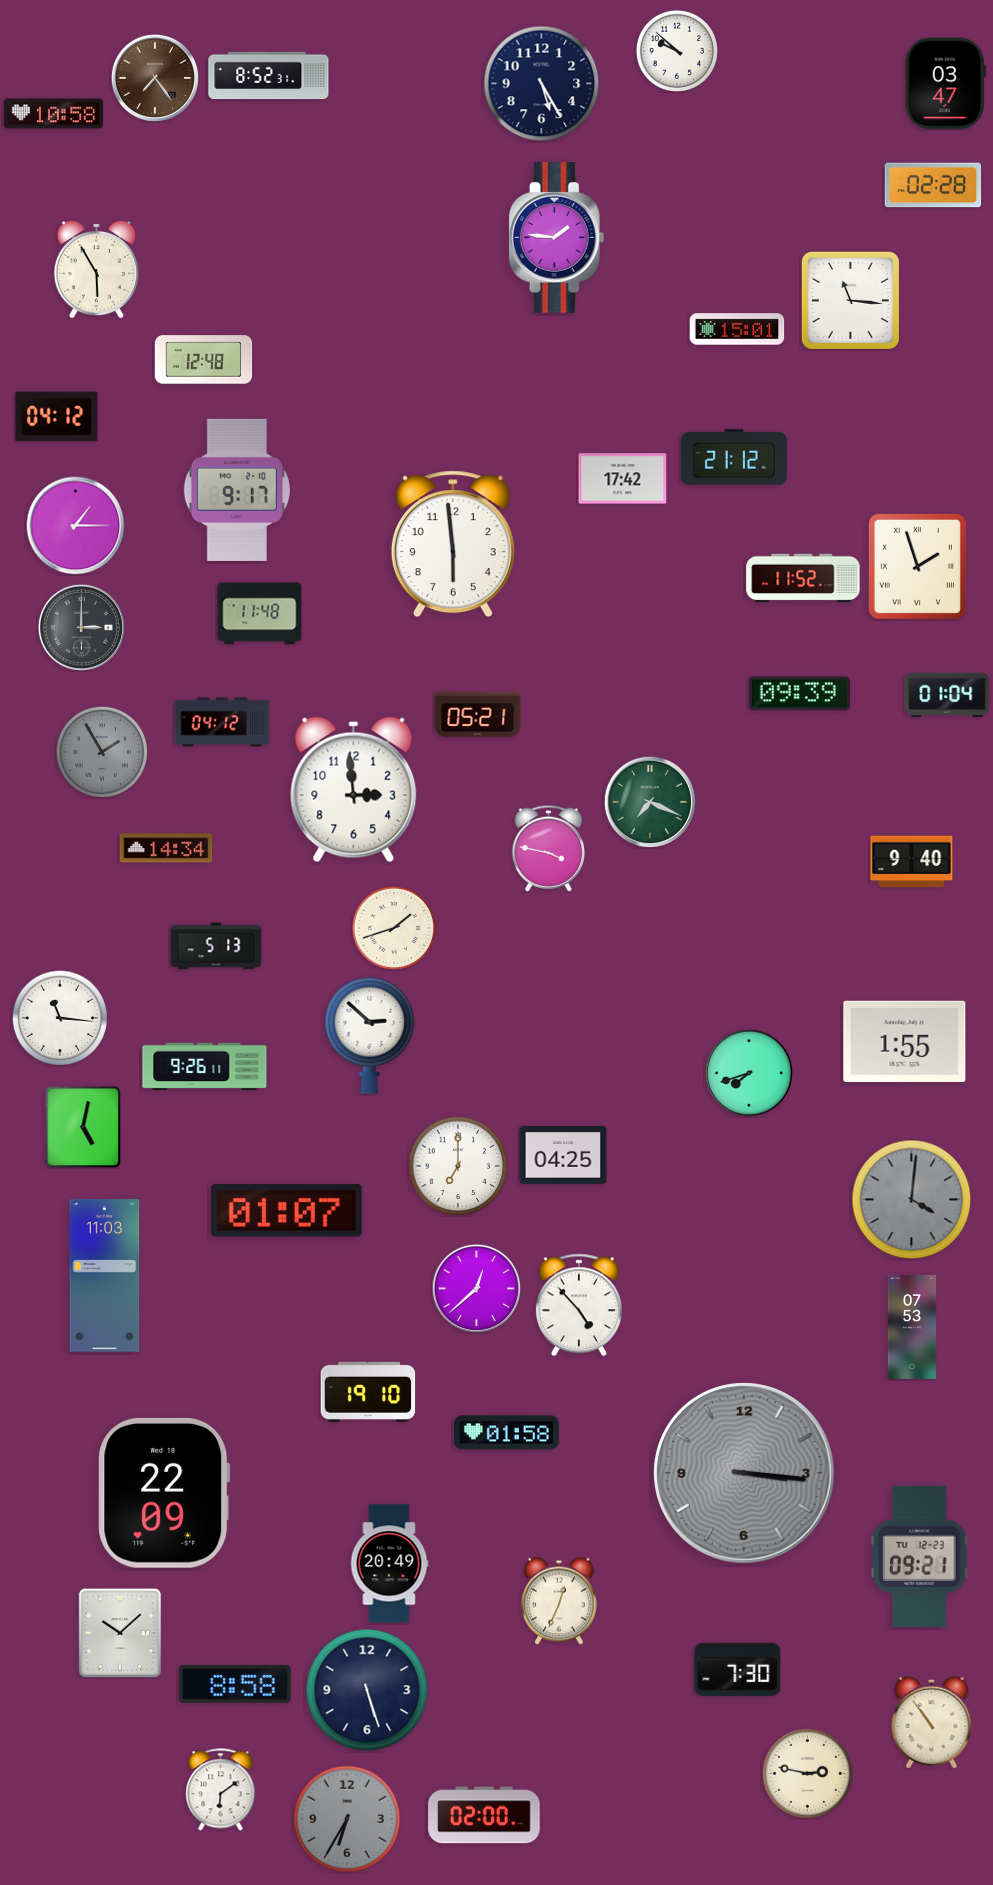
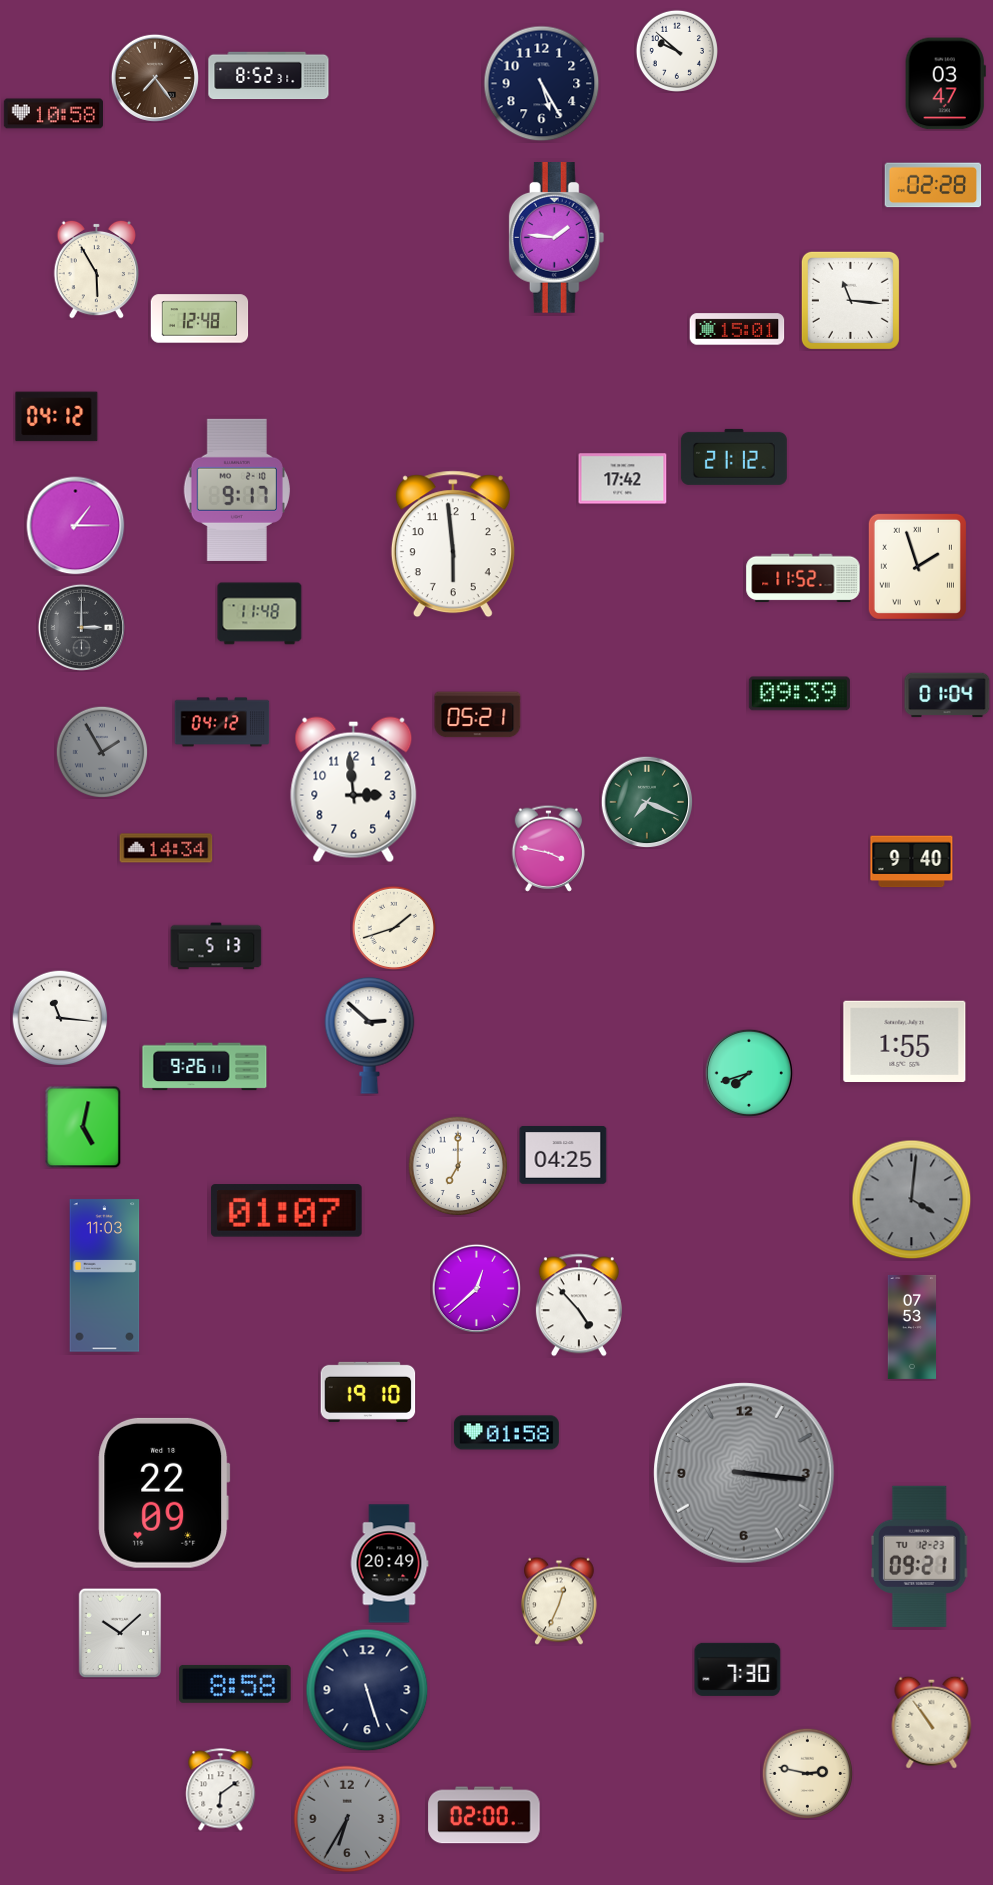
clock at (204, 360) position: (204, 360) -> (200, 319)
clock at (650, 802) position: (650, 802) -> (647, 802)
